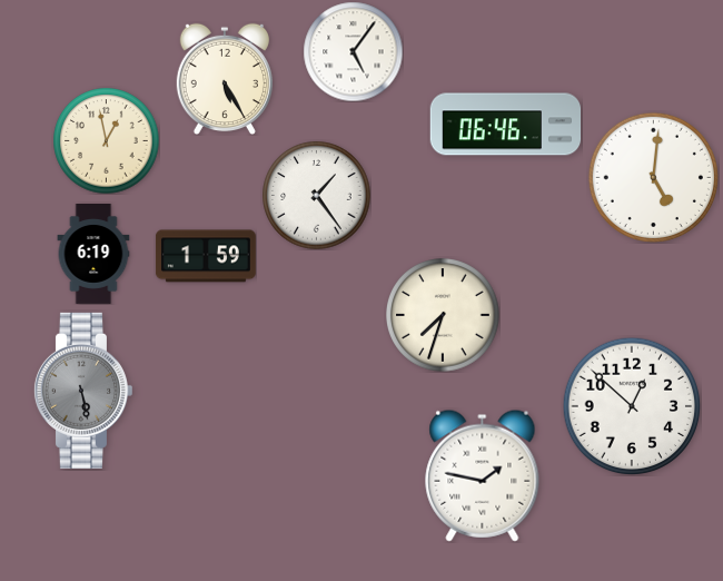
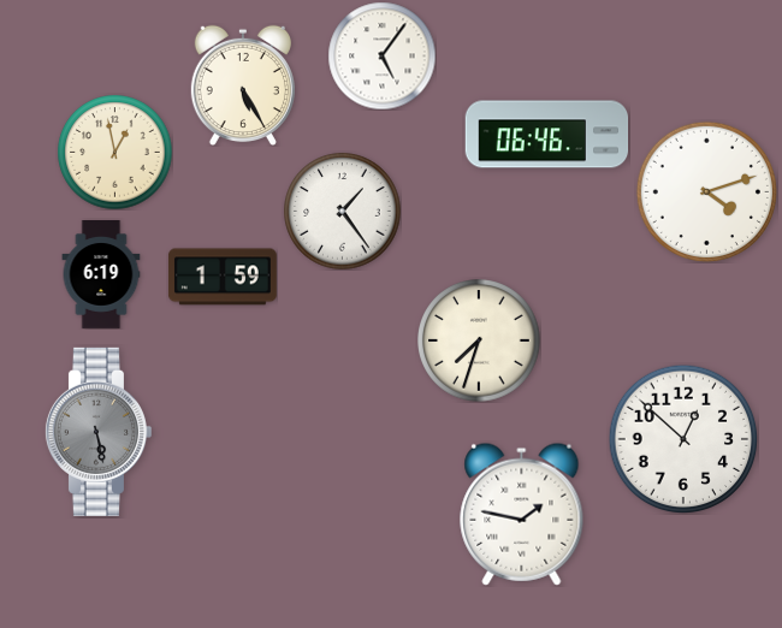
clock at (653, 177): 5:01 -> 4:12
clock at (82, 391) position: (82, 391) -> (97, 432)
